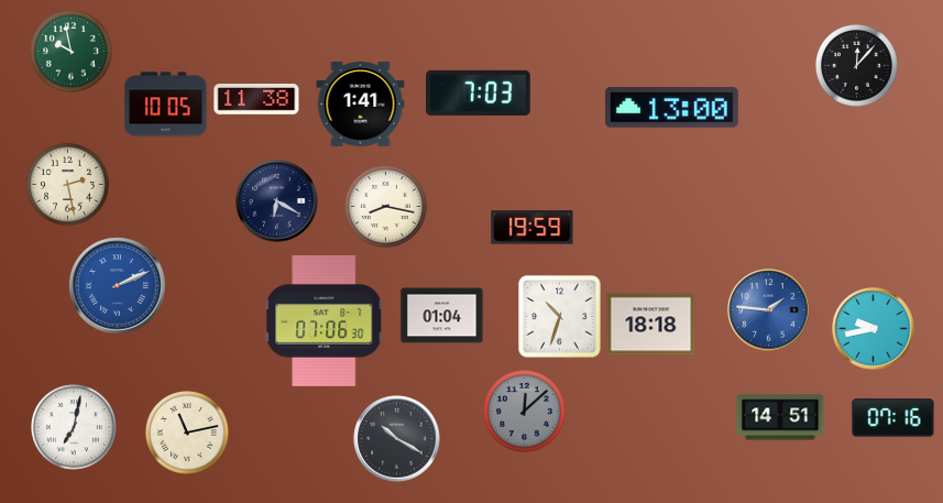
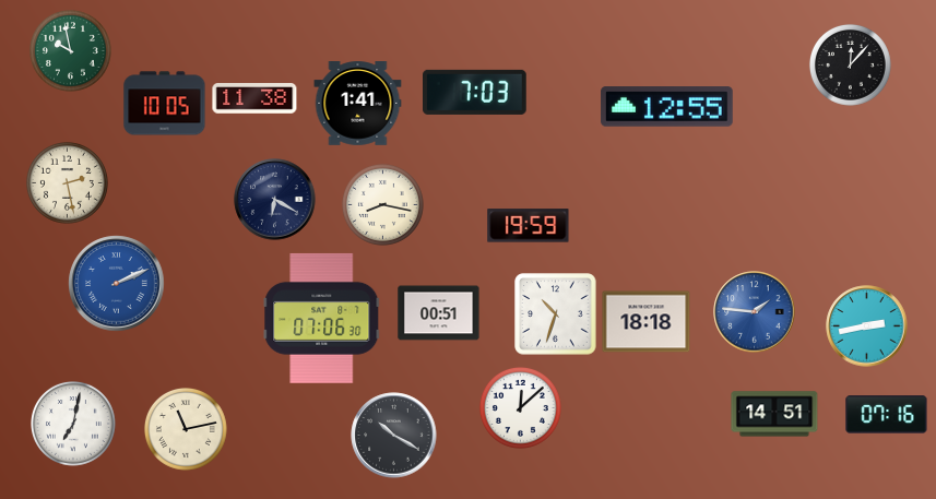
clock at (672, 108): 13:00 -> 12:55
clock at (769, 310) position: (769, 310) -> (755, 312)
clock at (442, 316): 01:04 -> 00:51
clock at (874, 329): 9:43 -> 2:43
clock at (524, 411) dial: grey -> white
